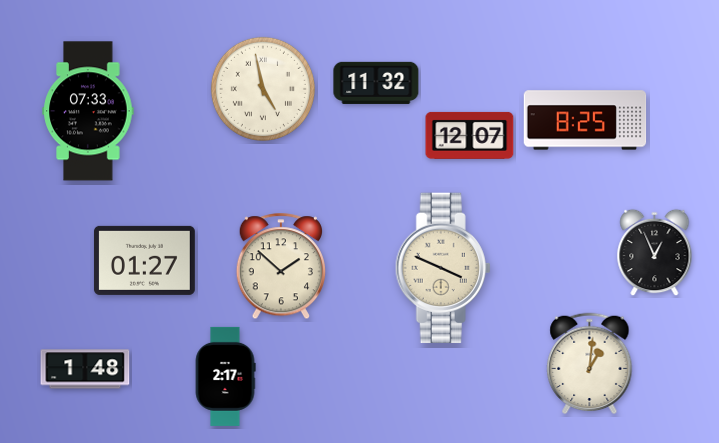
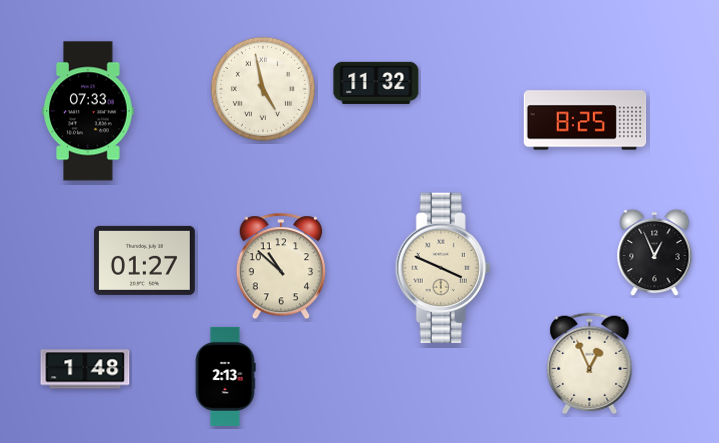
clock at (470, 135): 12:07 -> none
clock at (280, 267): 1:52 -> 10:52
clock at (590, 364): 1:01 -> 12:56
clock at (225, 376): 2:17 -> 2:13
